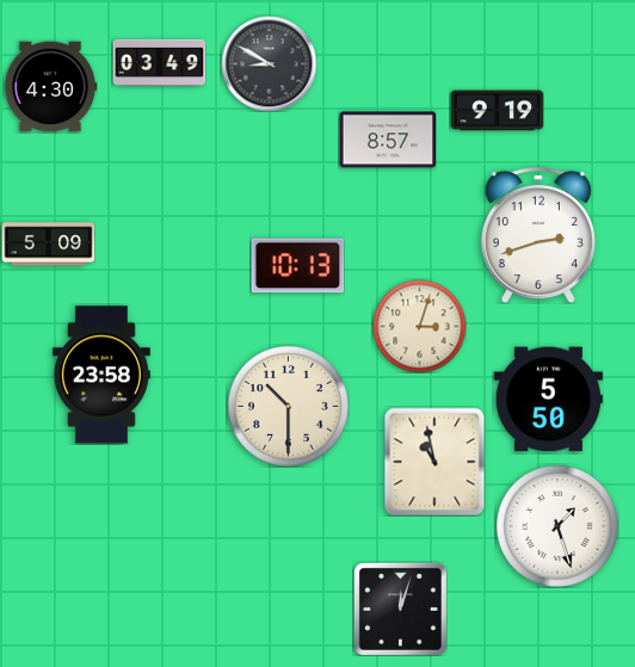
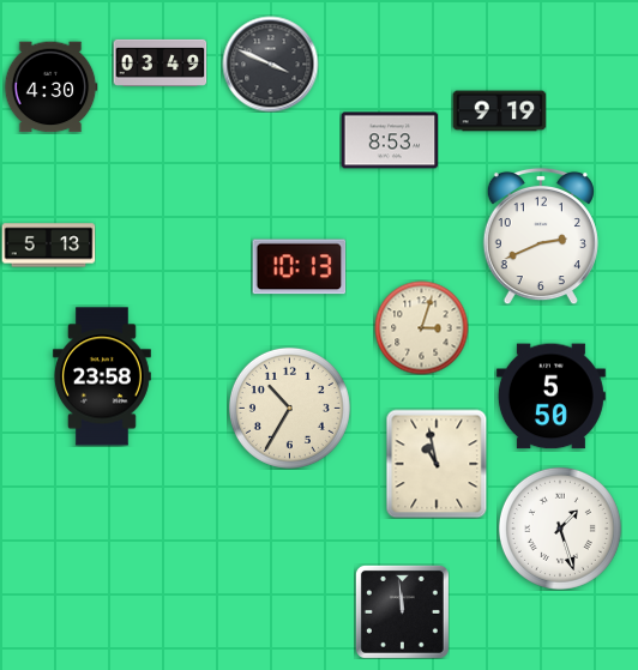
clock at (269, 63): 8:50 -> 3:49
clock at (388, 140): 8:57 -> 8:53
clock at (538, 235): 2:42 -> 2:41
clock at (48, 245): 5:09 -> 5:13
clock at (548, 400) position: (548, 400) -> (550, 397)
clock at (288, 406): 10:30 -> 10:35
clock at (400, 609): 12:03 -> 11:59
